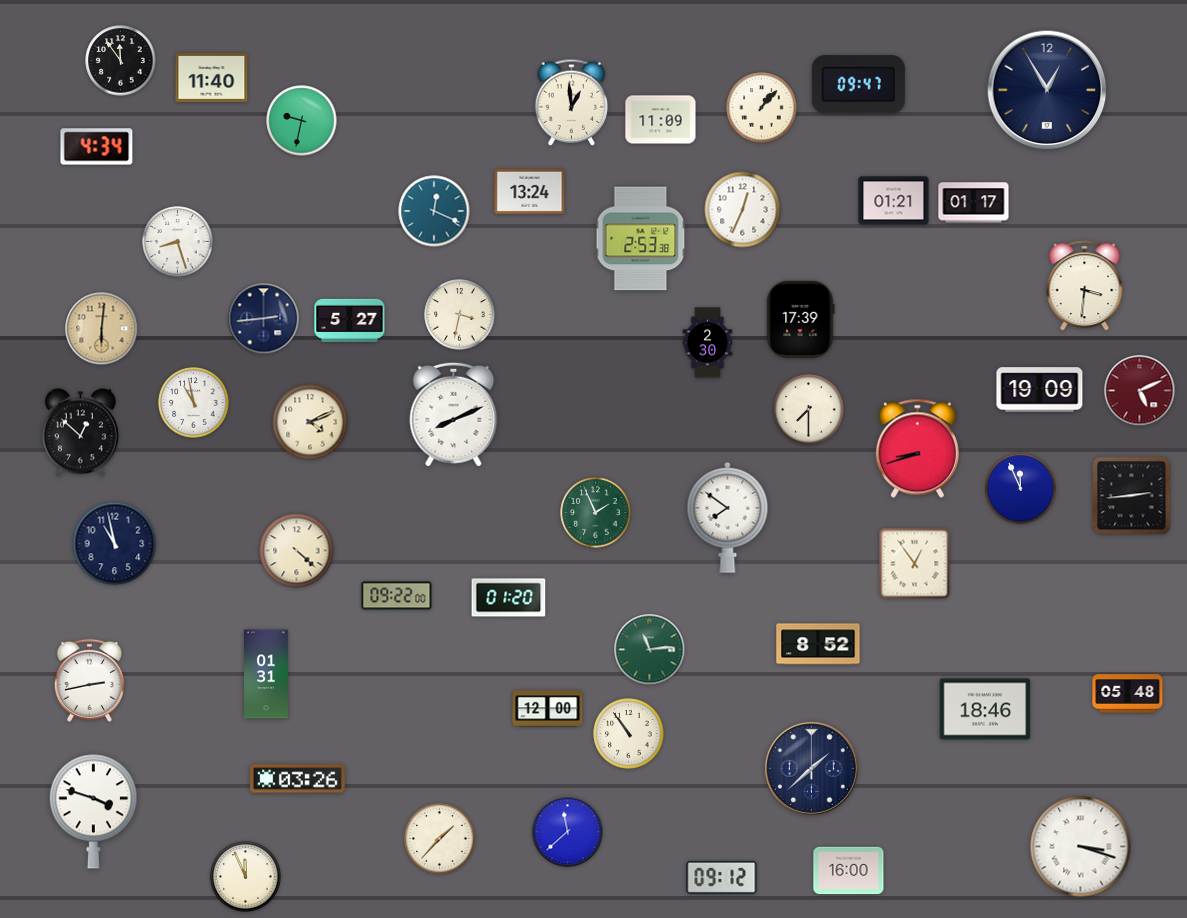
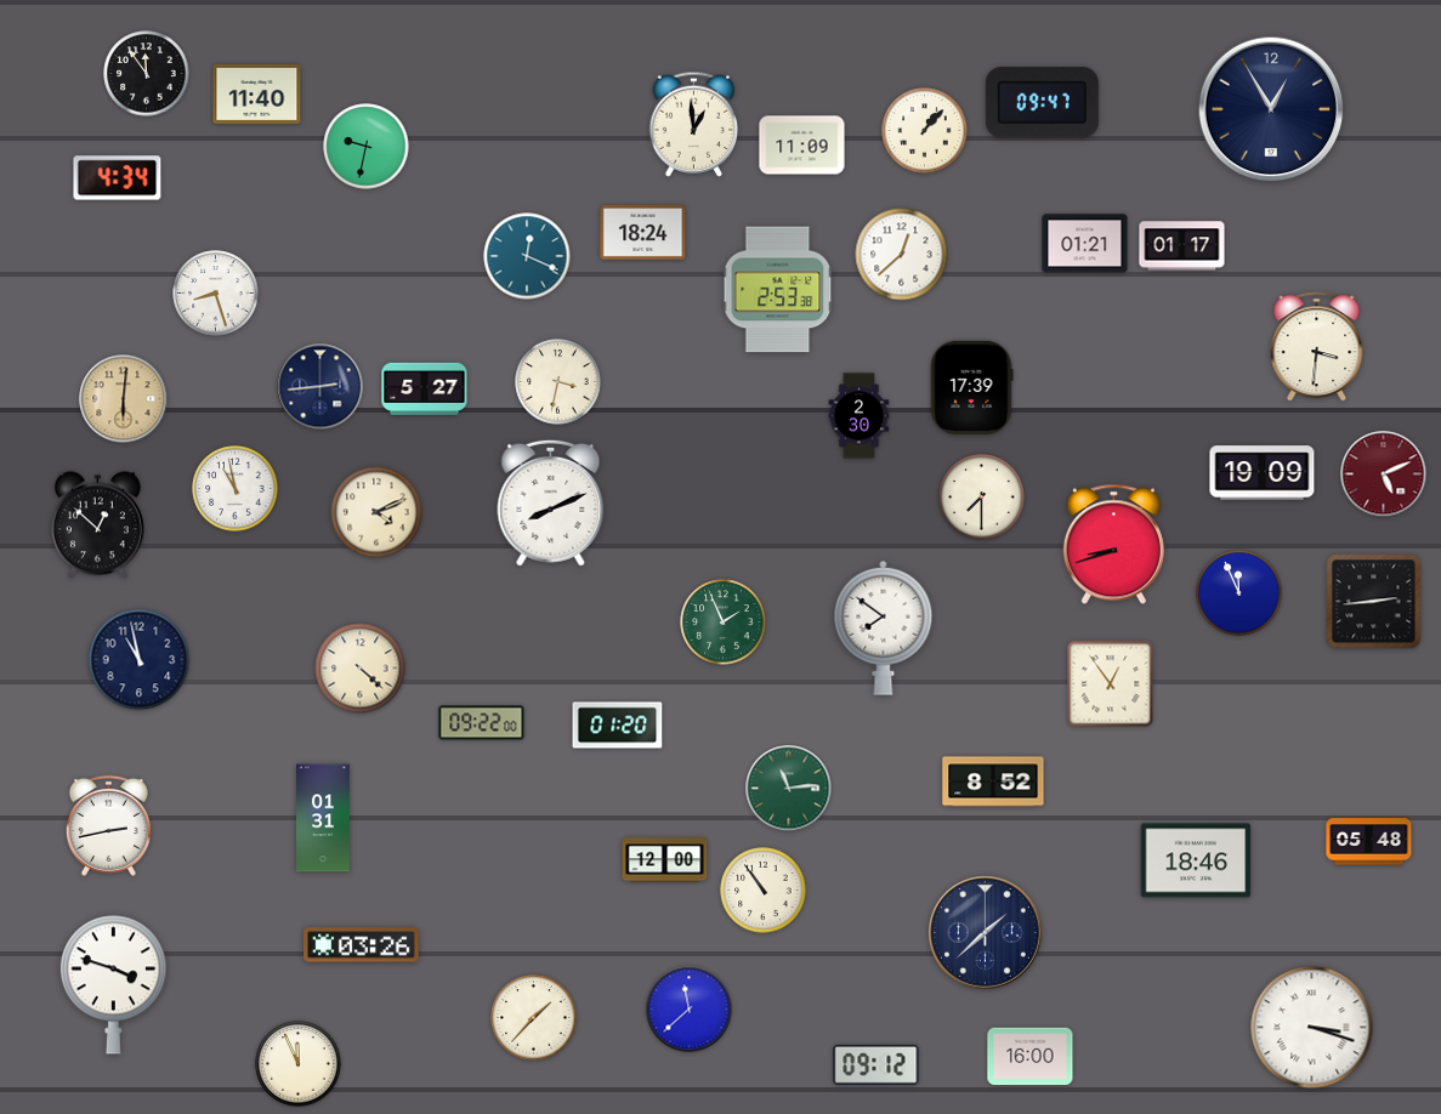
clock at (530, 191): 13:24 -> 18:24
clock at (743, 210): 12:34 -> 12:38
